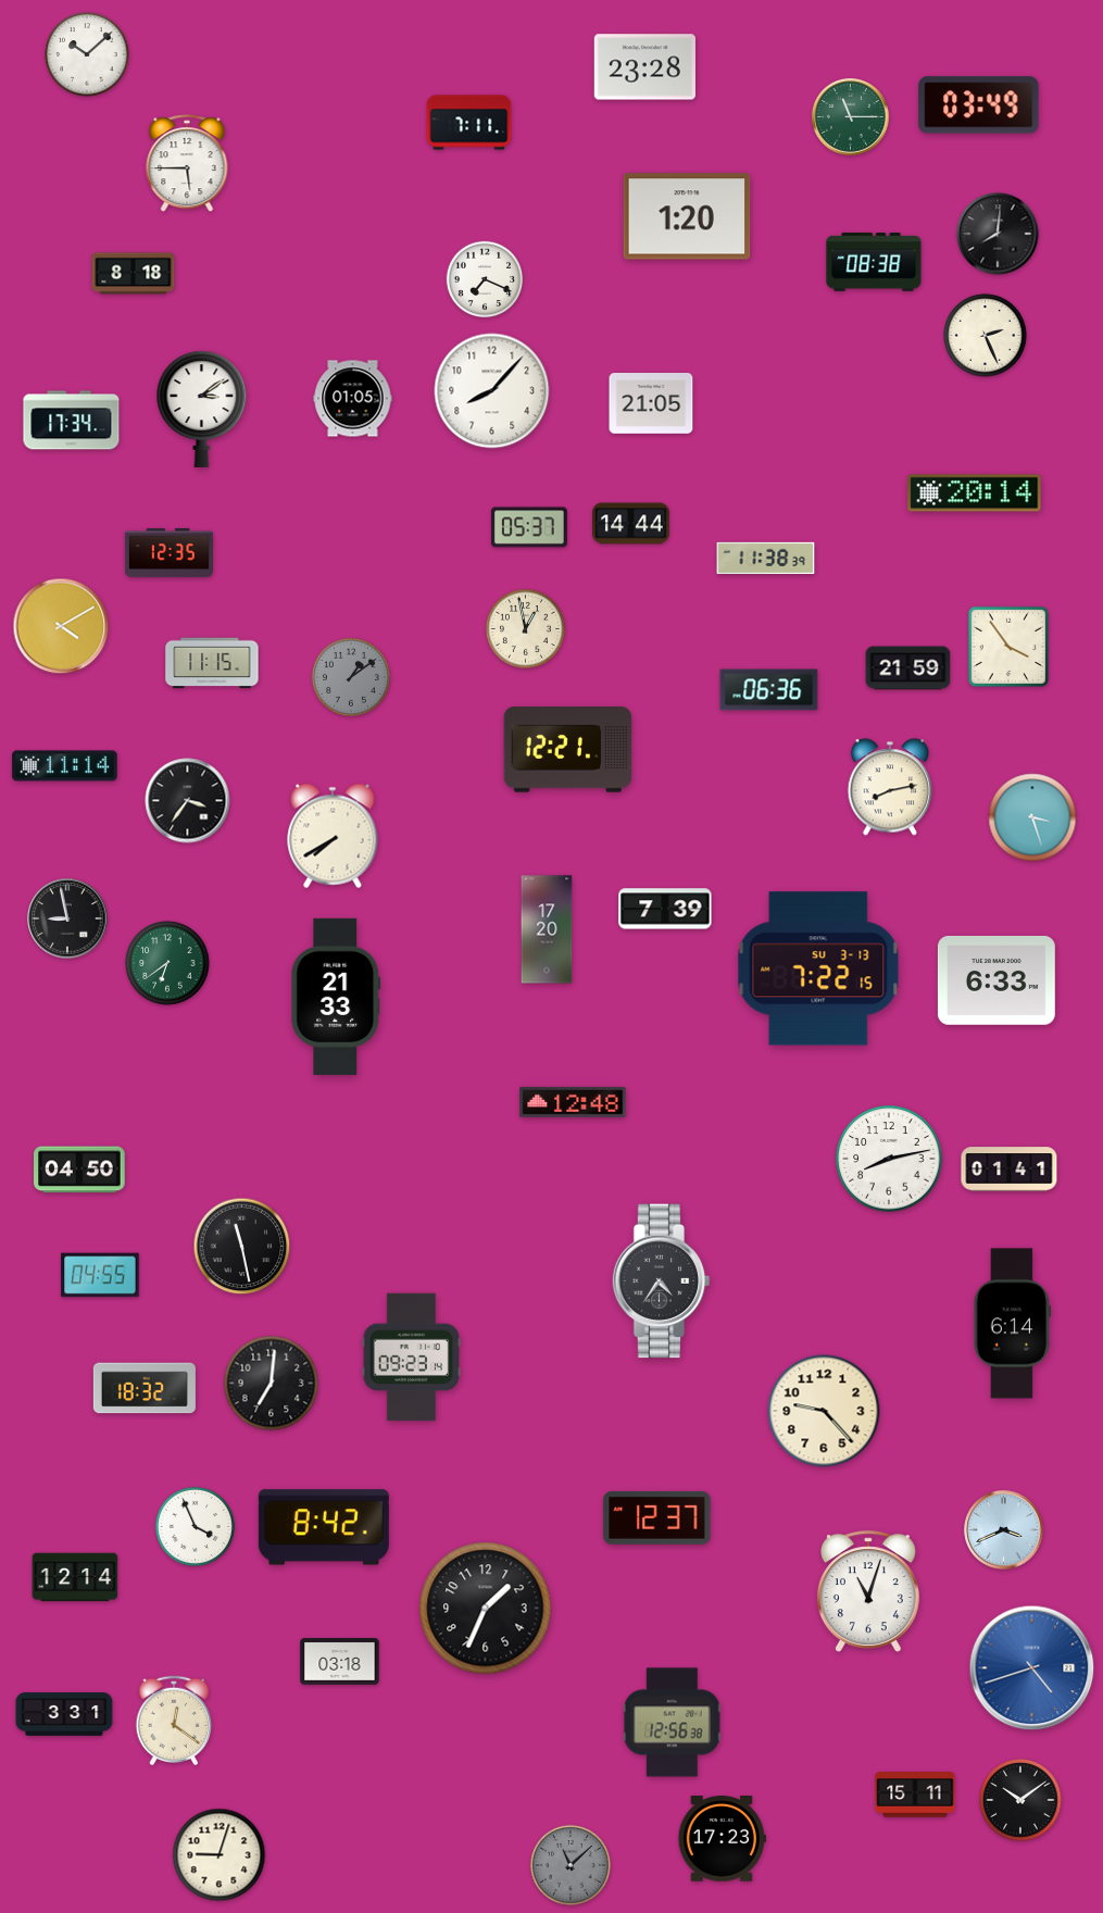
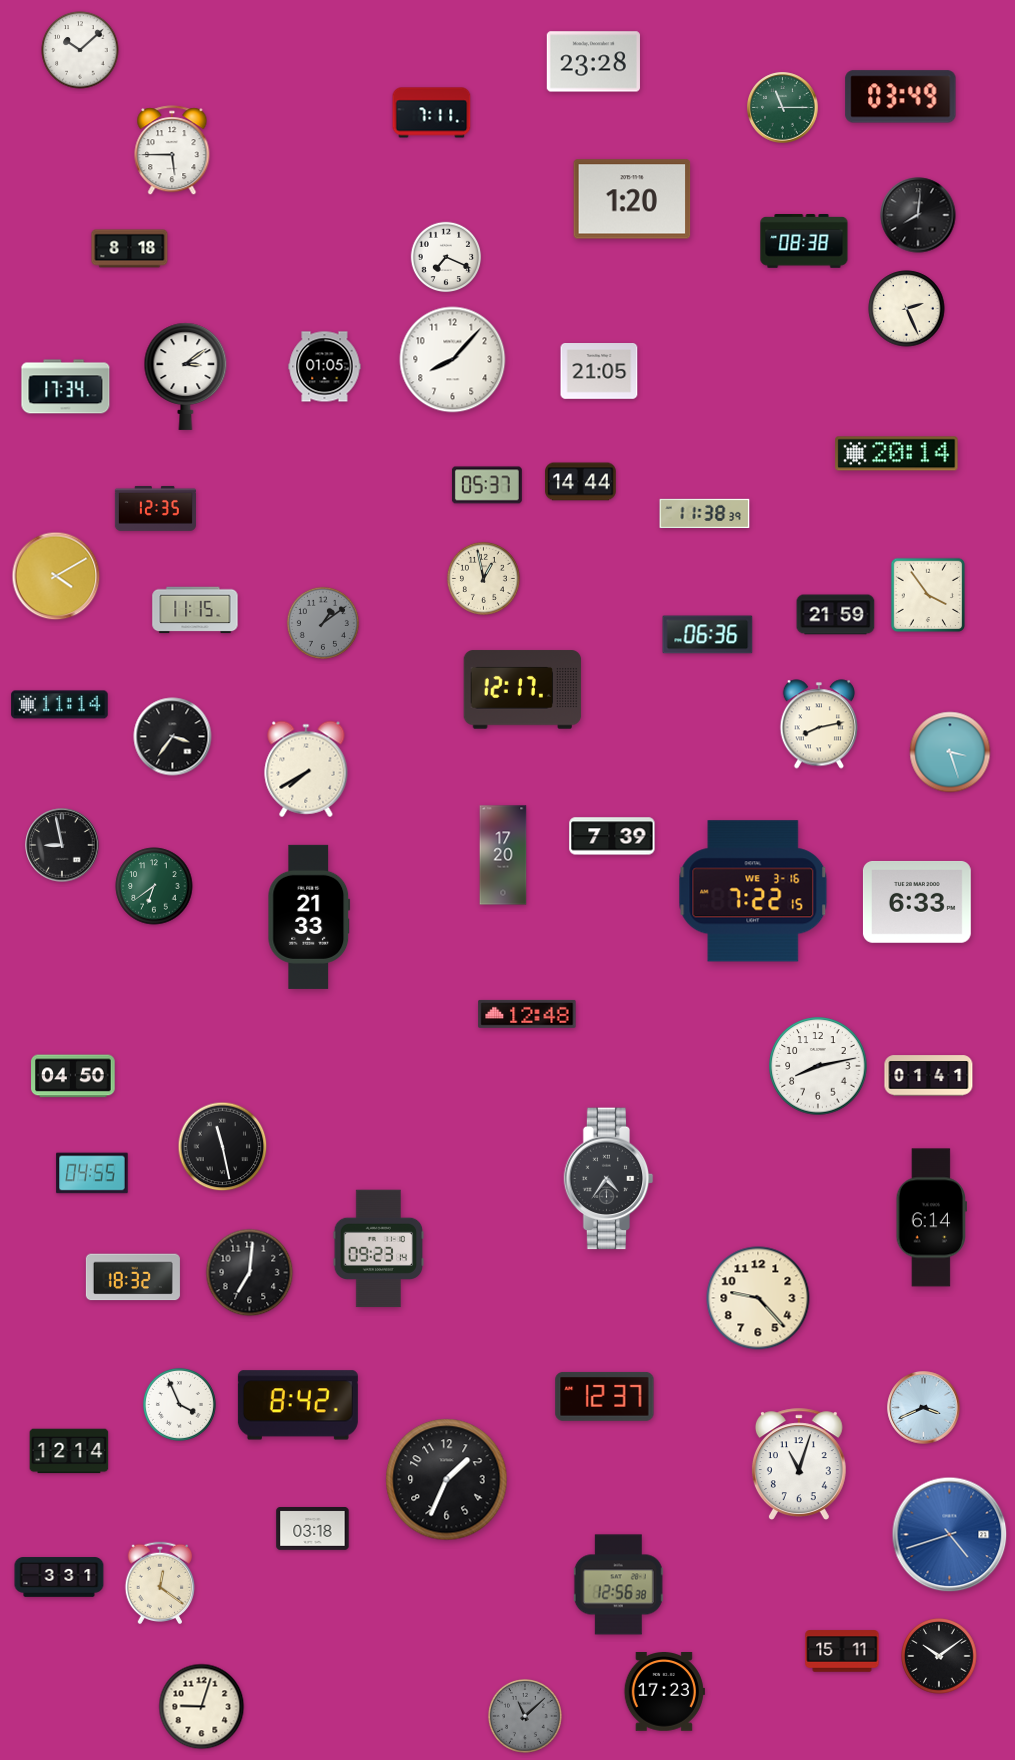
clock at (134, 274) position: (134, 274) -> (130, 249)
clock at (568, 750): 12:21 -> 12:17
clock at (818, 968) date: SU 3-13 -> WE 3-16
